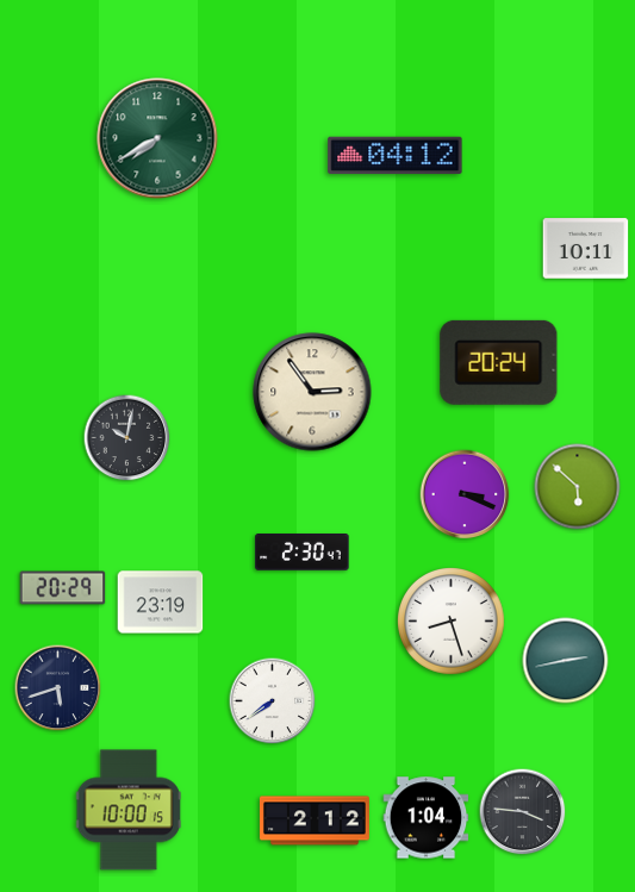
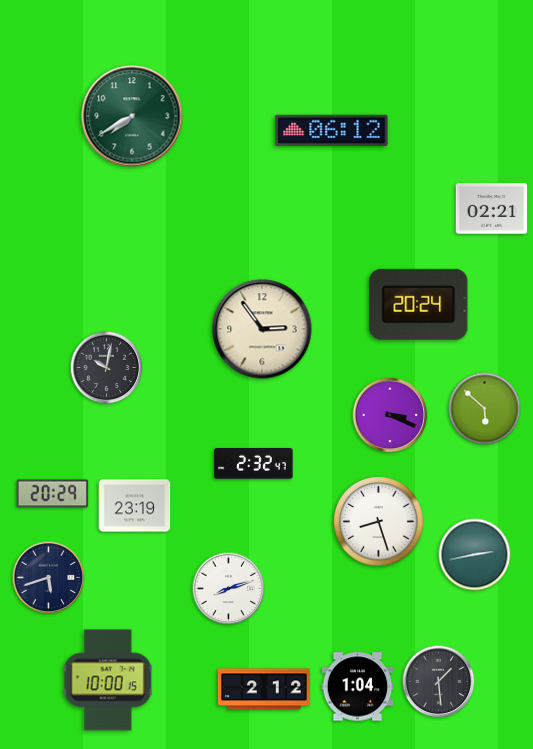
clock at (396, 156): 04:12 -> 06:12
clock at (586, 249): 10:11 -> 02:21
clock at (303, 553): 2:30 -> 2:32
clock at (273, 701): 7:39 -> 8:12
clock at (523, 812): 3:46 -> 1:29
